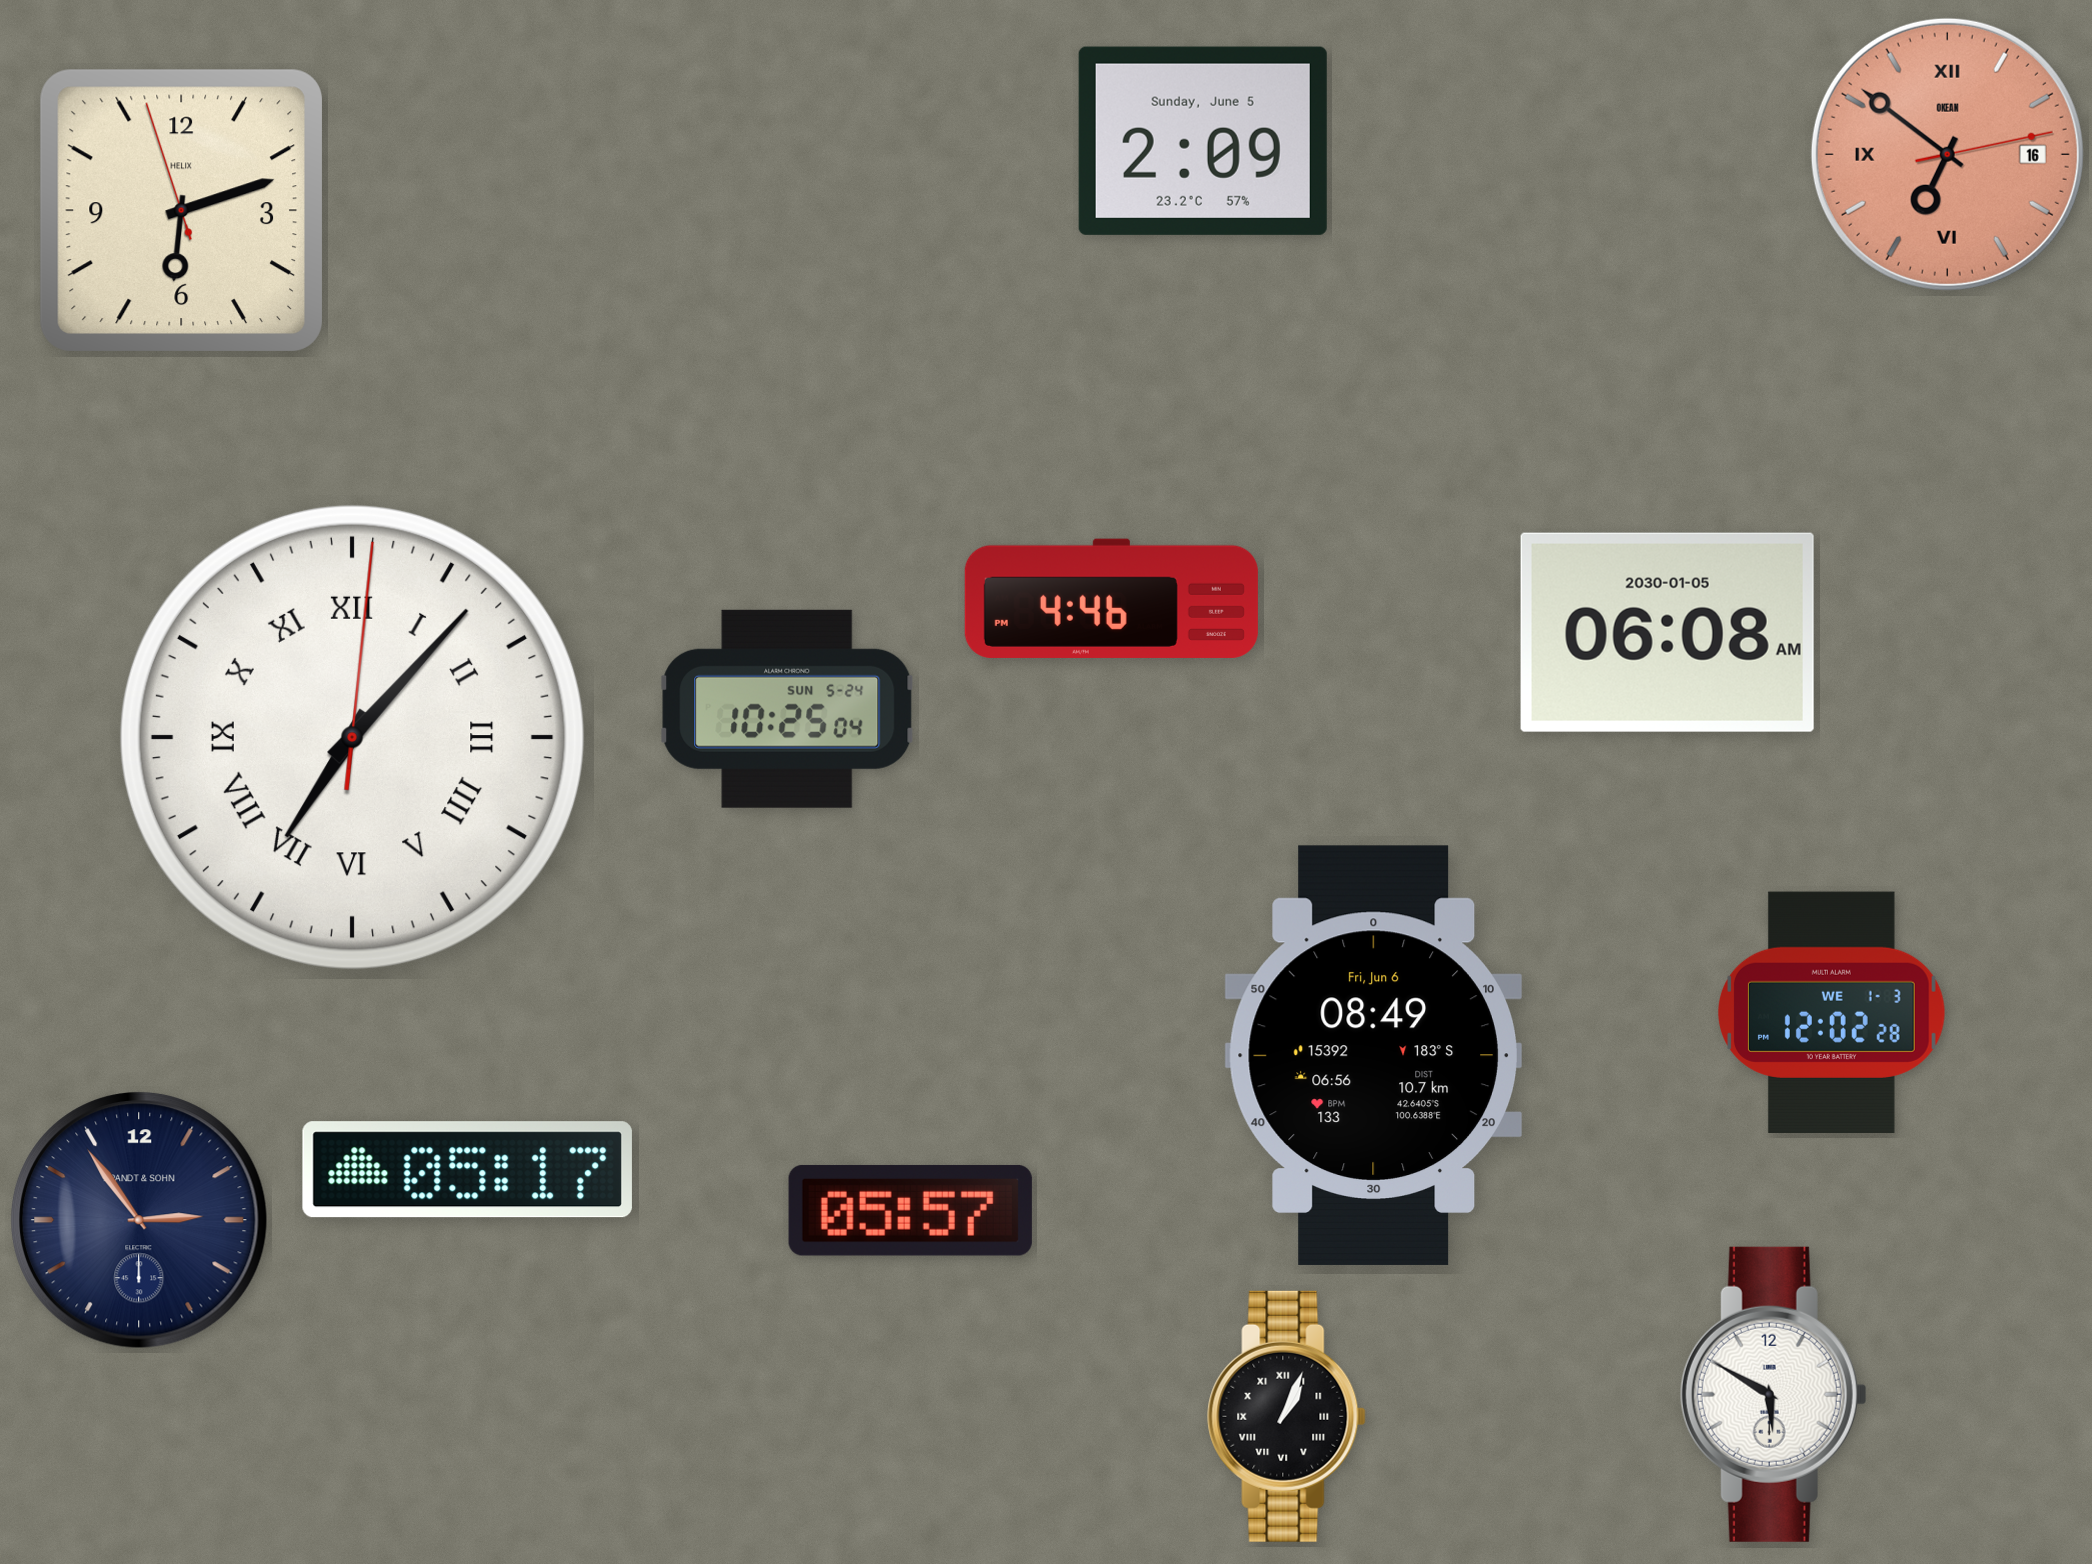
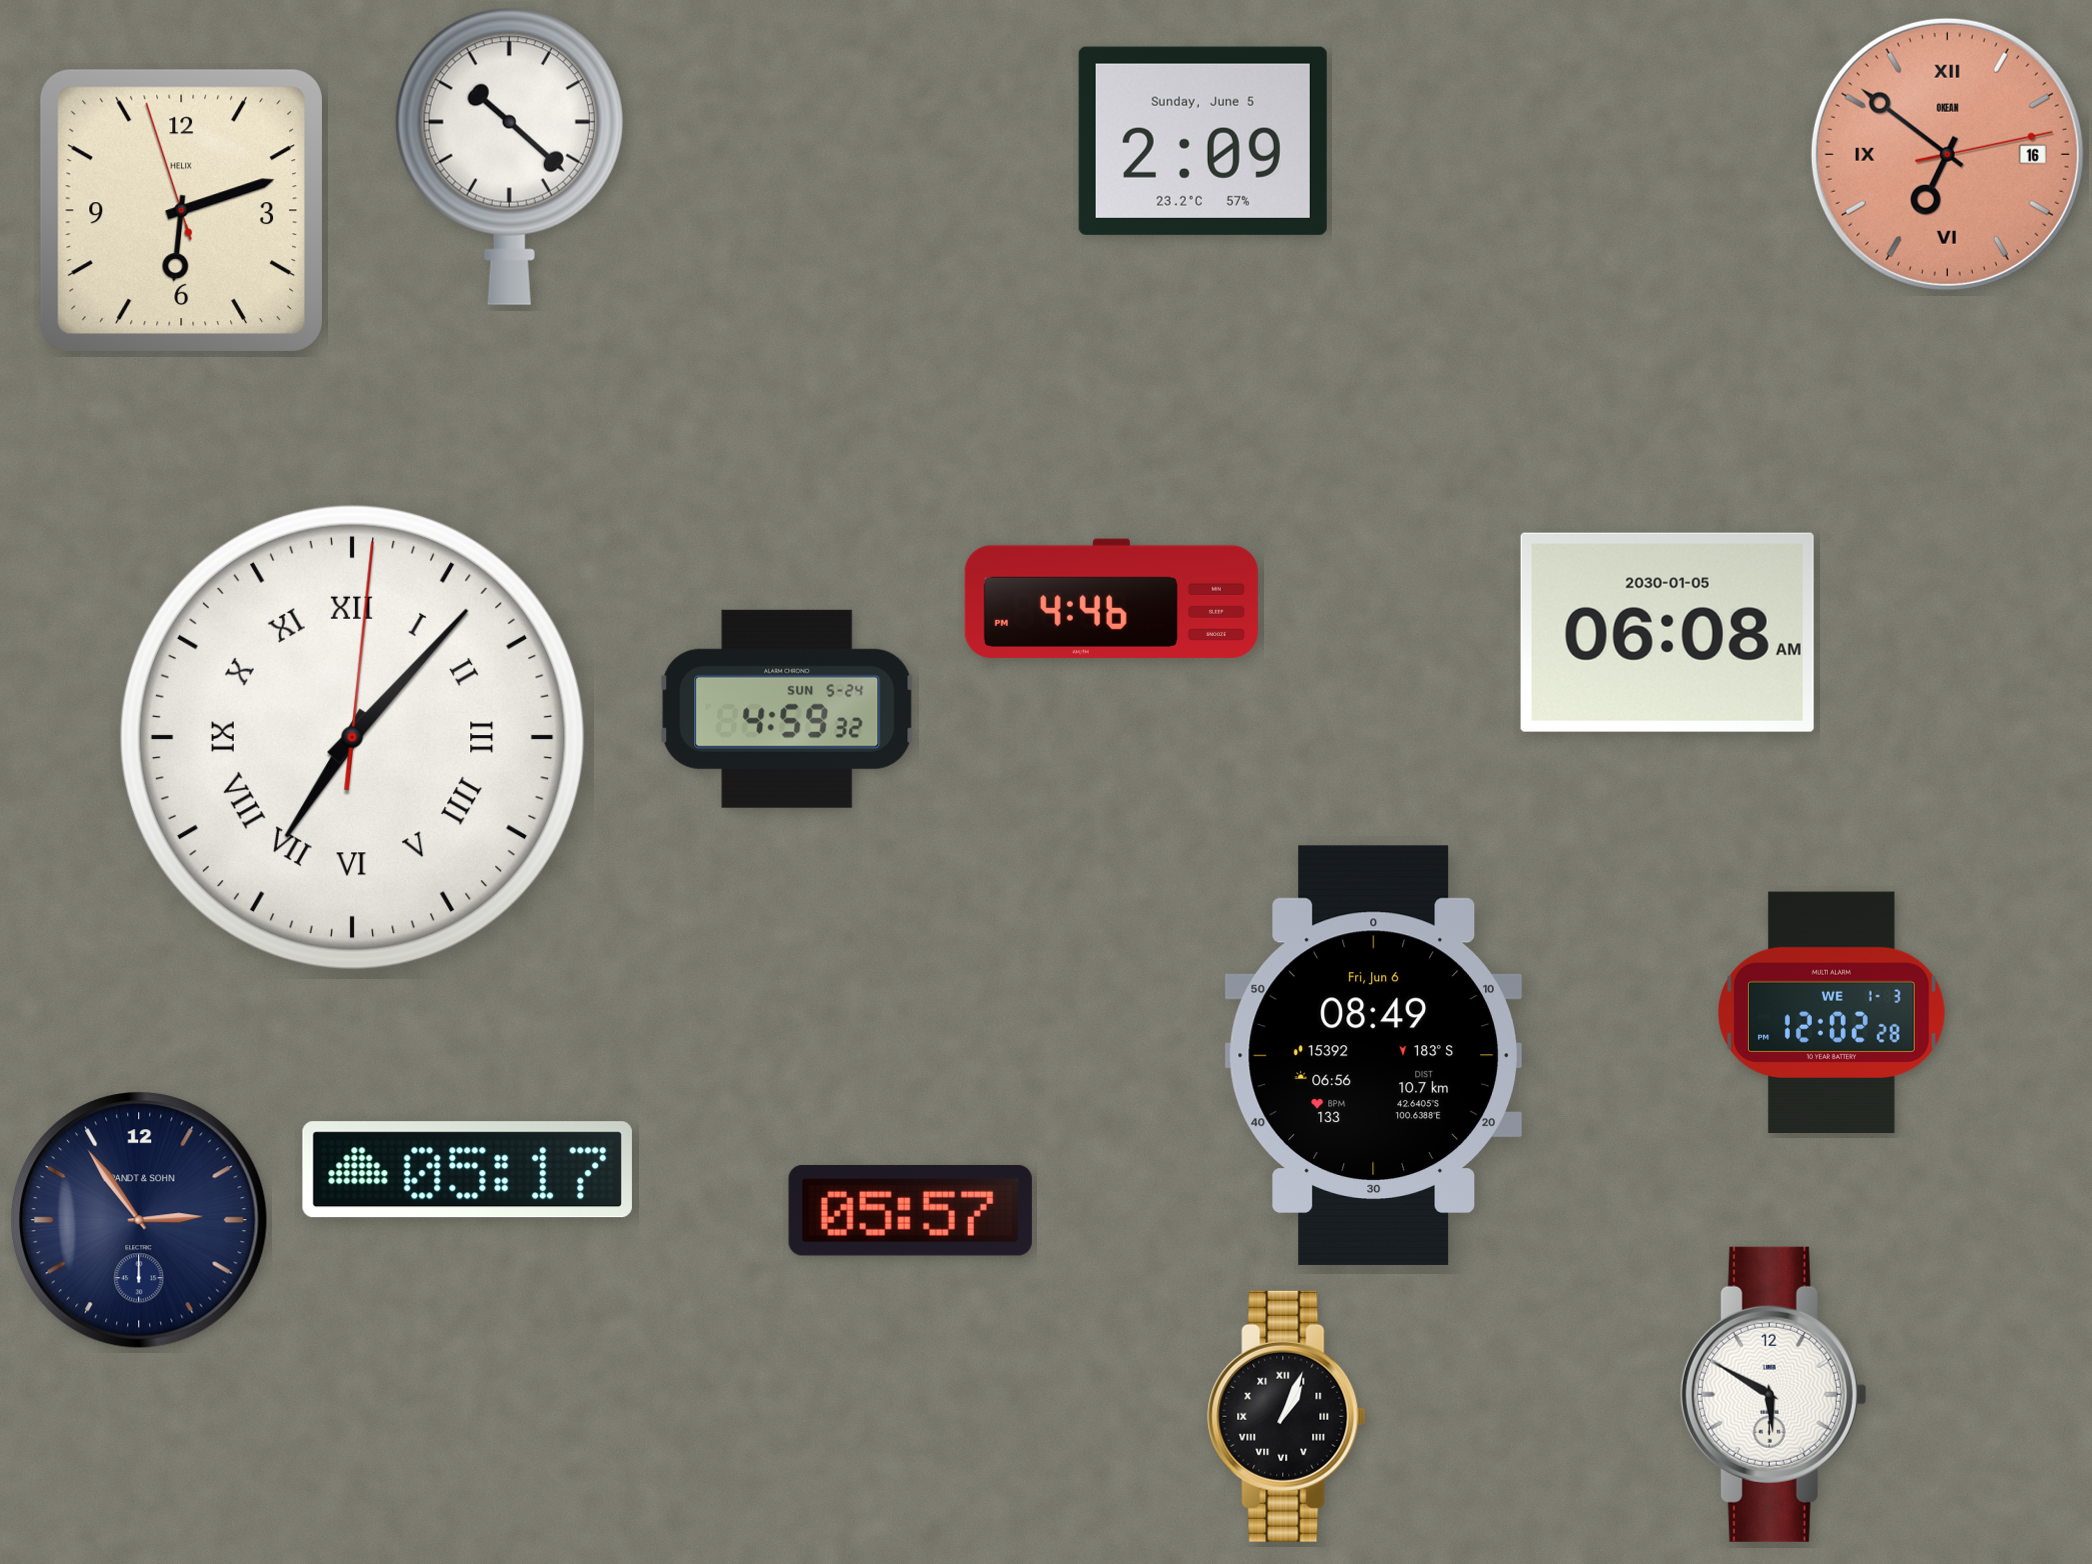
clock at (509, 156): none -> 10:22
clock at (787, 709): 10:25 -> 4:59
